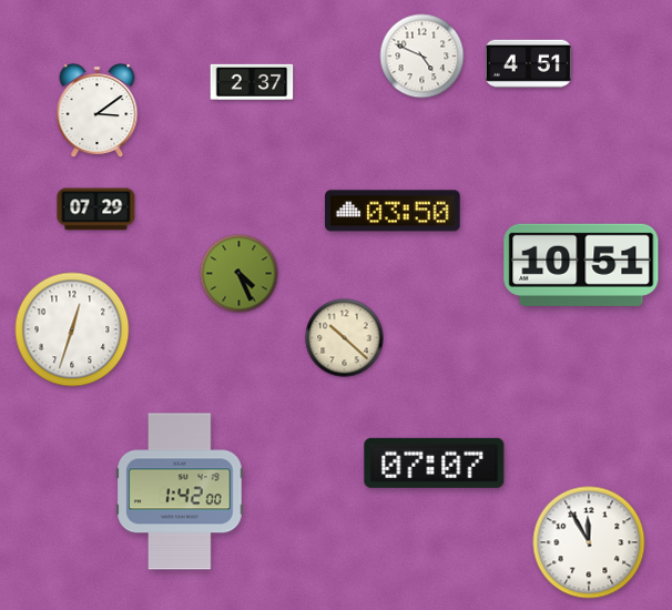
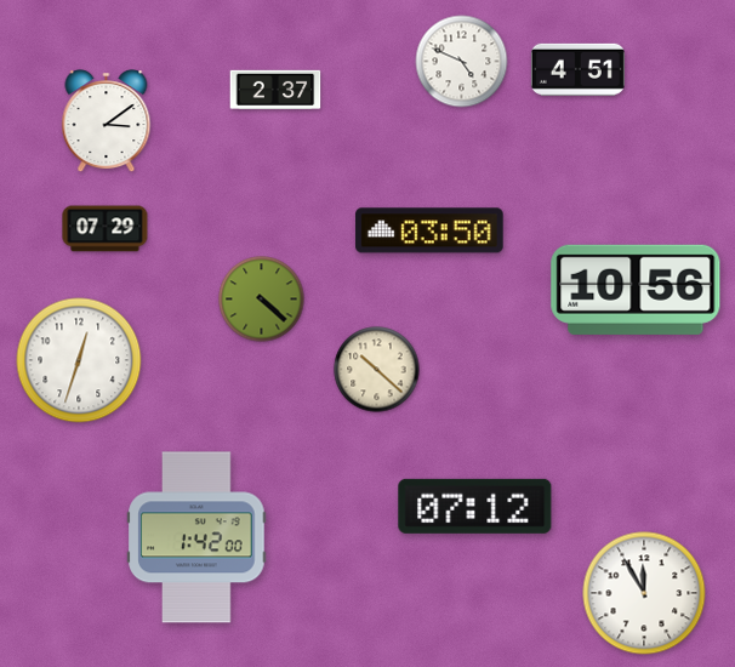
clock at (581, 265): 10:51 -> 10:56
clock at (240, 274): 4:26 -> 4:22
clock at (435, 462): 07:07 -> 07:12
